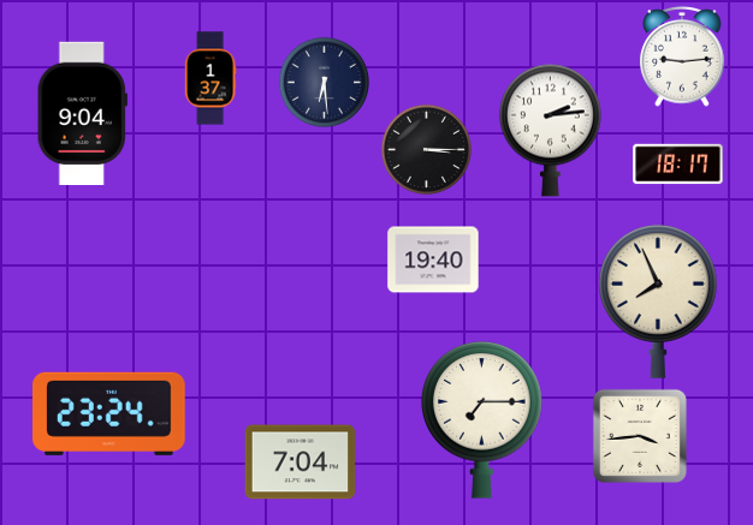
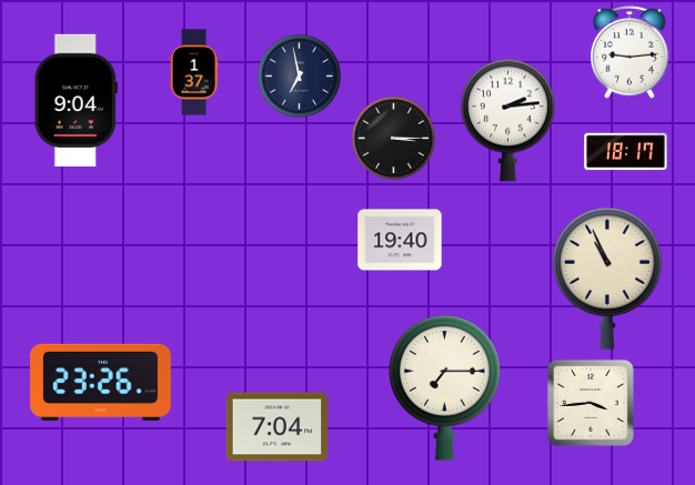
clock at (324, 82): 6:29 -> 6:58
clock at (82, 113) position: (82, 113) -> (75, 100)
clock at (658, 302): 7:56 -> 10:56
clock at (109, 413): 23:24 -> 23:26
